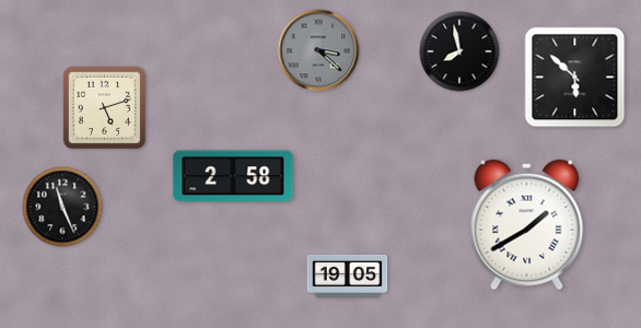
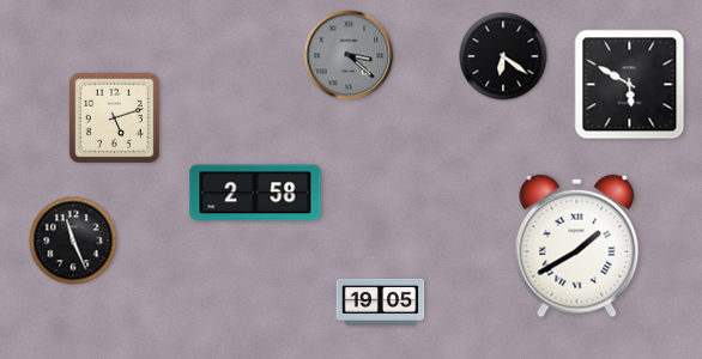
clock at (459, 51): 7:58 -> 6:21
clock at (575, 78): 5:52 -> 5:50
clock at (62, 207) position: (62, 207) -> (73, 241)
